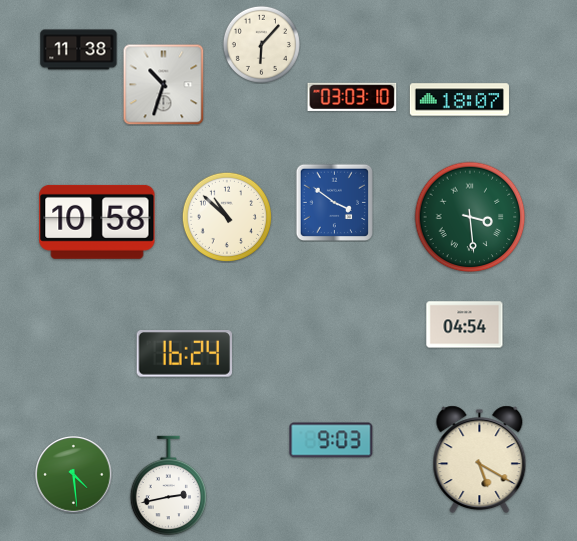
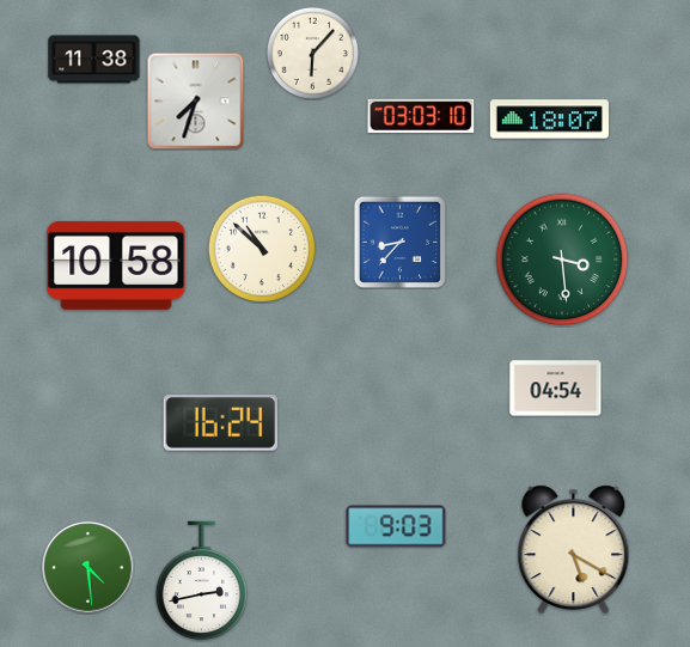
clock at (163, 84): 10:33 -> 7:33
clock at (334, 202): 3:51 -> 8:37
clock at (226, 216) position: (226, 216) -> (261, 248)
